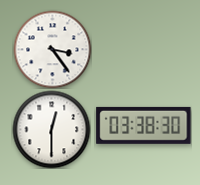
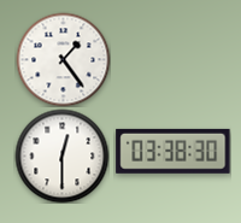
clock at (52, 49): 3:24 -> 1:24
